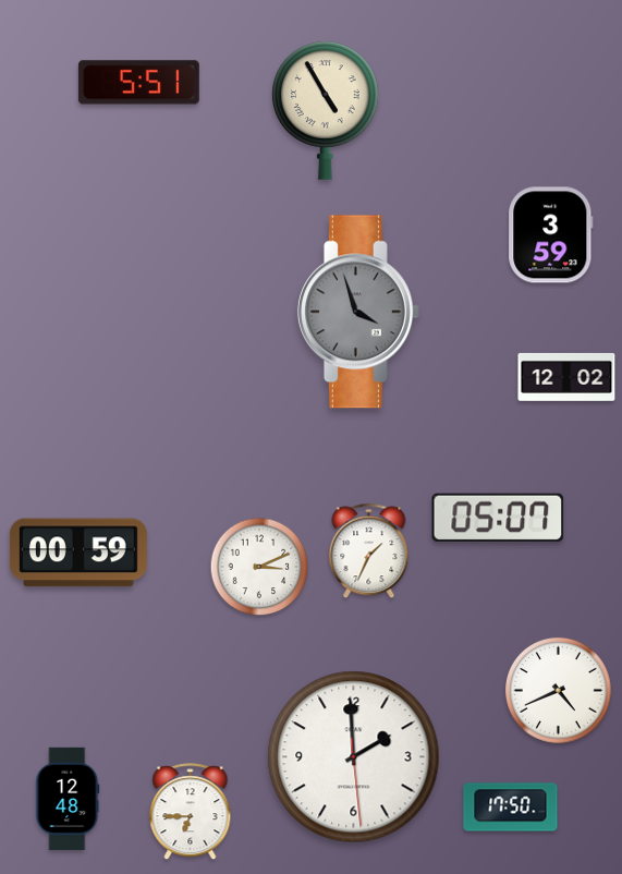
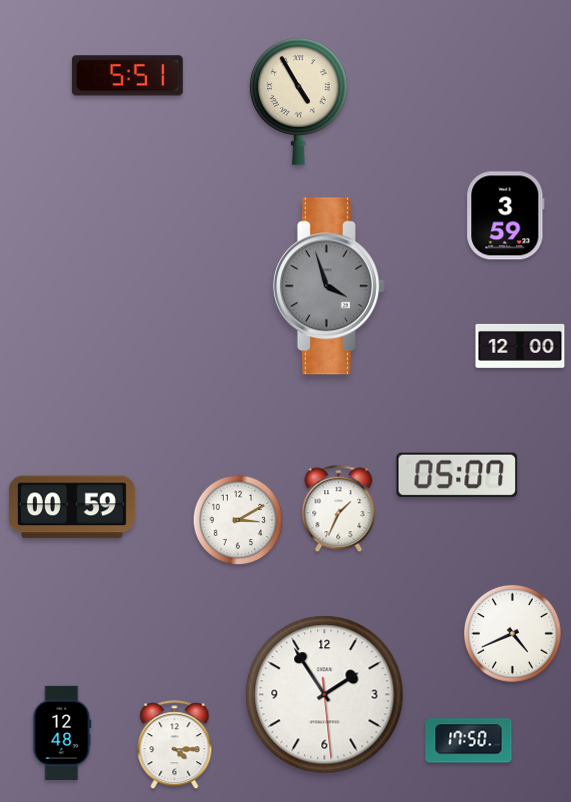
clock at (566, 377): 12:02 -> 12:00
clock at (369, 551) position: (369, 551) -> (339, 509)
clock at (259, 567): 3:11 -> 3:10
clock at (354, 757): 1:59 -> 1:54
clock at (191, 812): 6:45 -> 4:15
